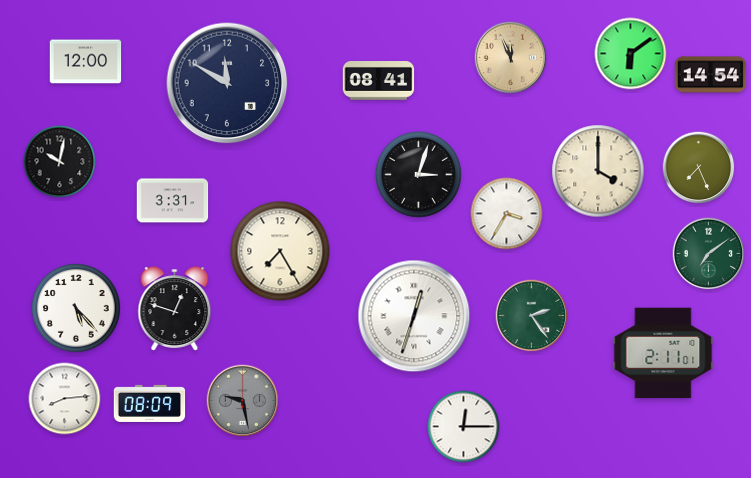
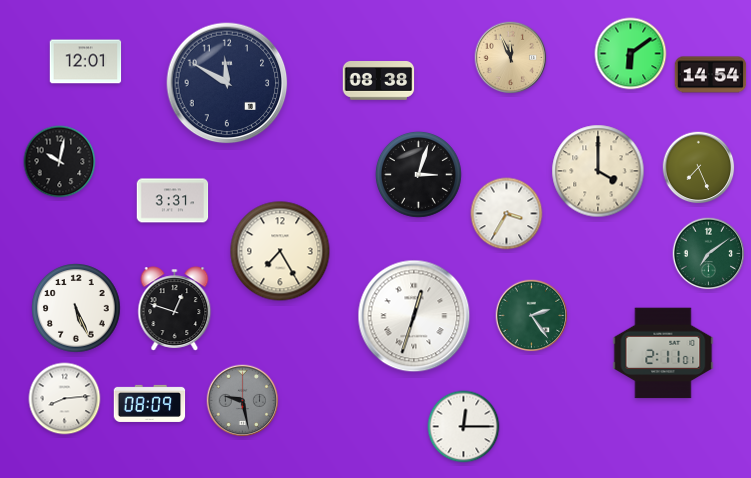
clock at (86, 62): 12:00 -> 12:01
clock at (379, 81): 08:41 -> 08:38
clock at (76, 308): 5:23 -> 5:26
